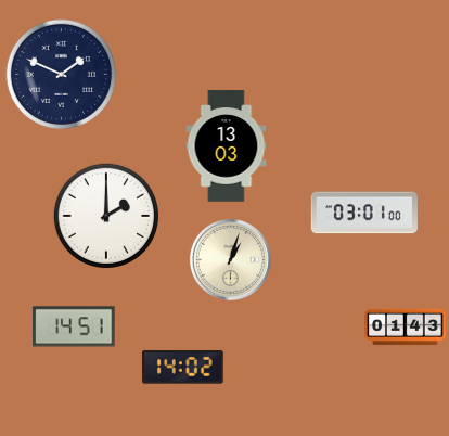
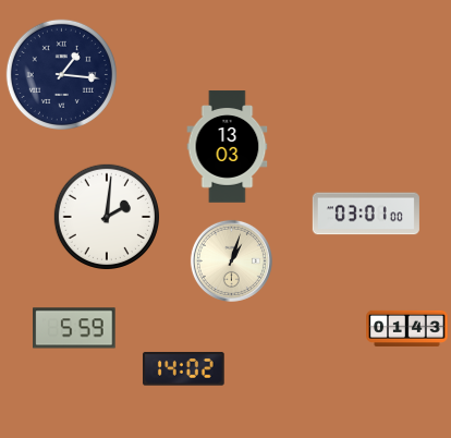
clock at (61, 74): 1:49 -> 1:16
clock at (105, 215): 2:00 -> 2:01
clock at (74, 326): 14:51 -> 5:59
